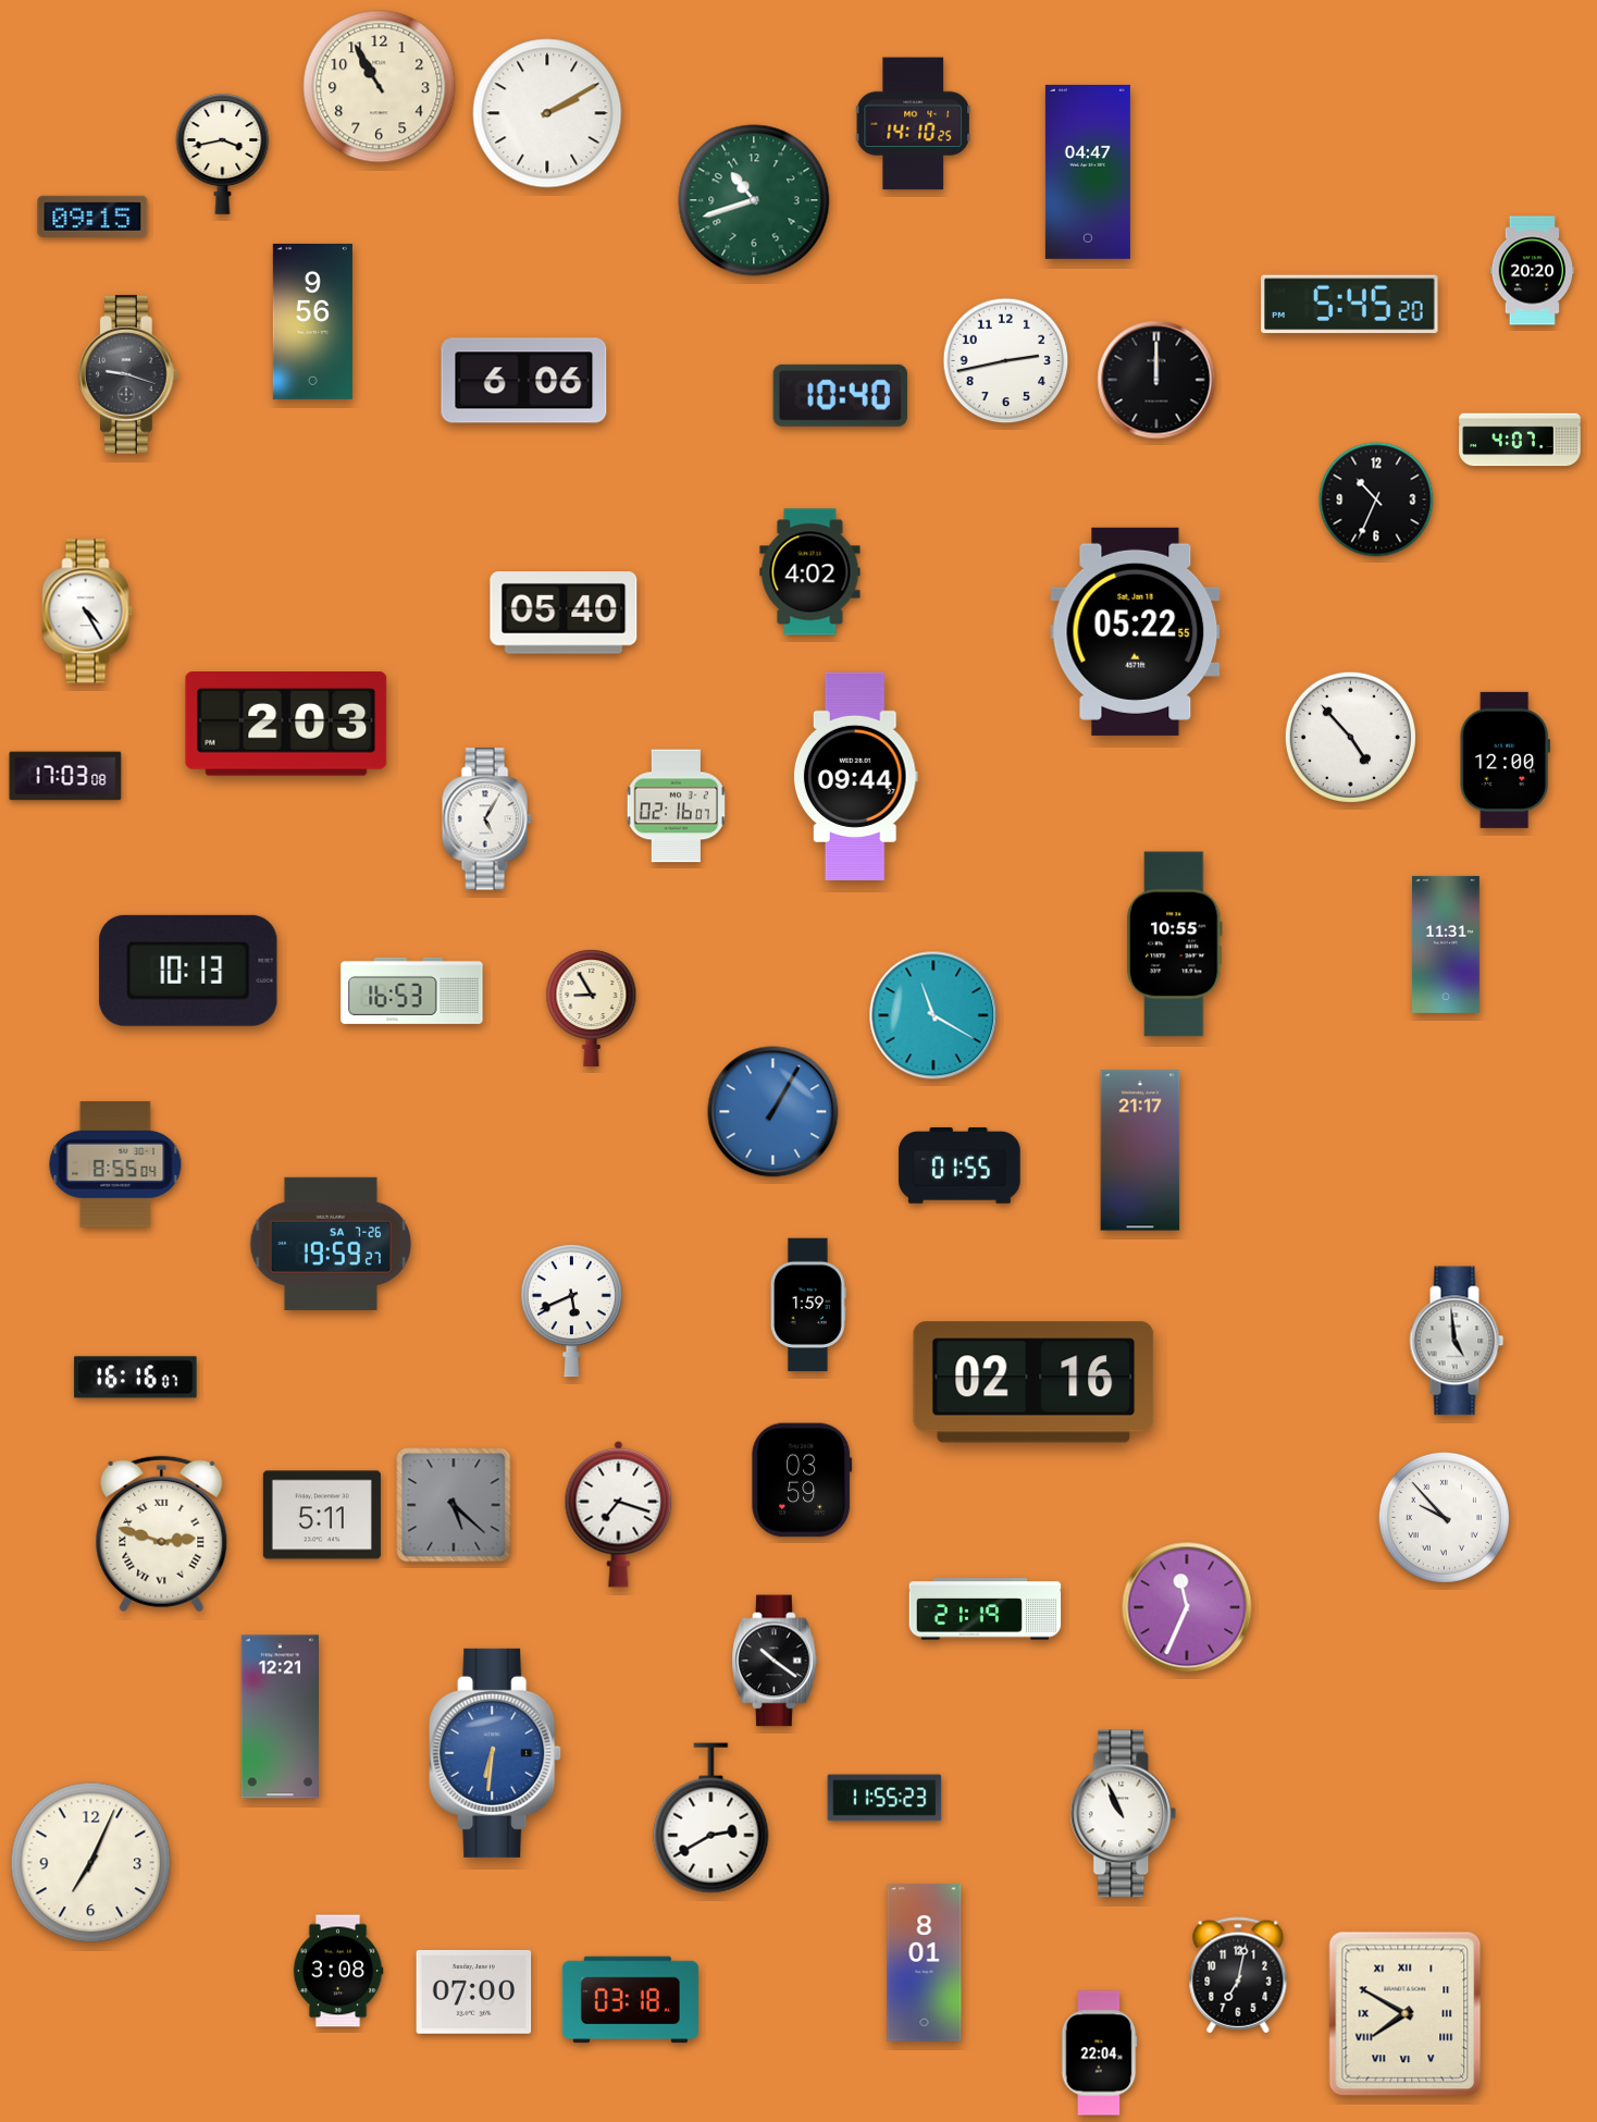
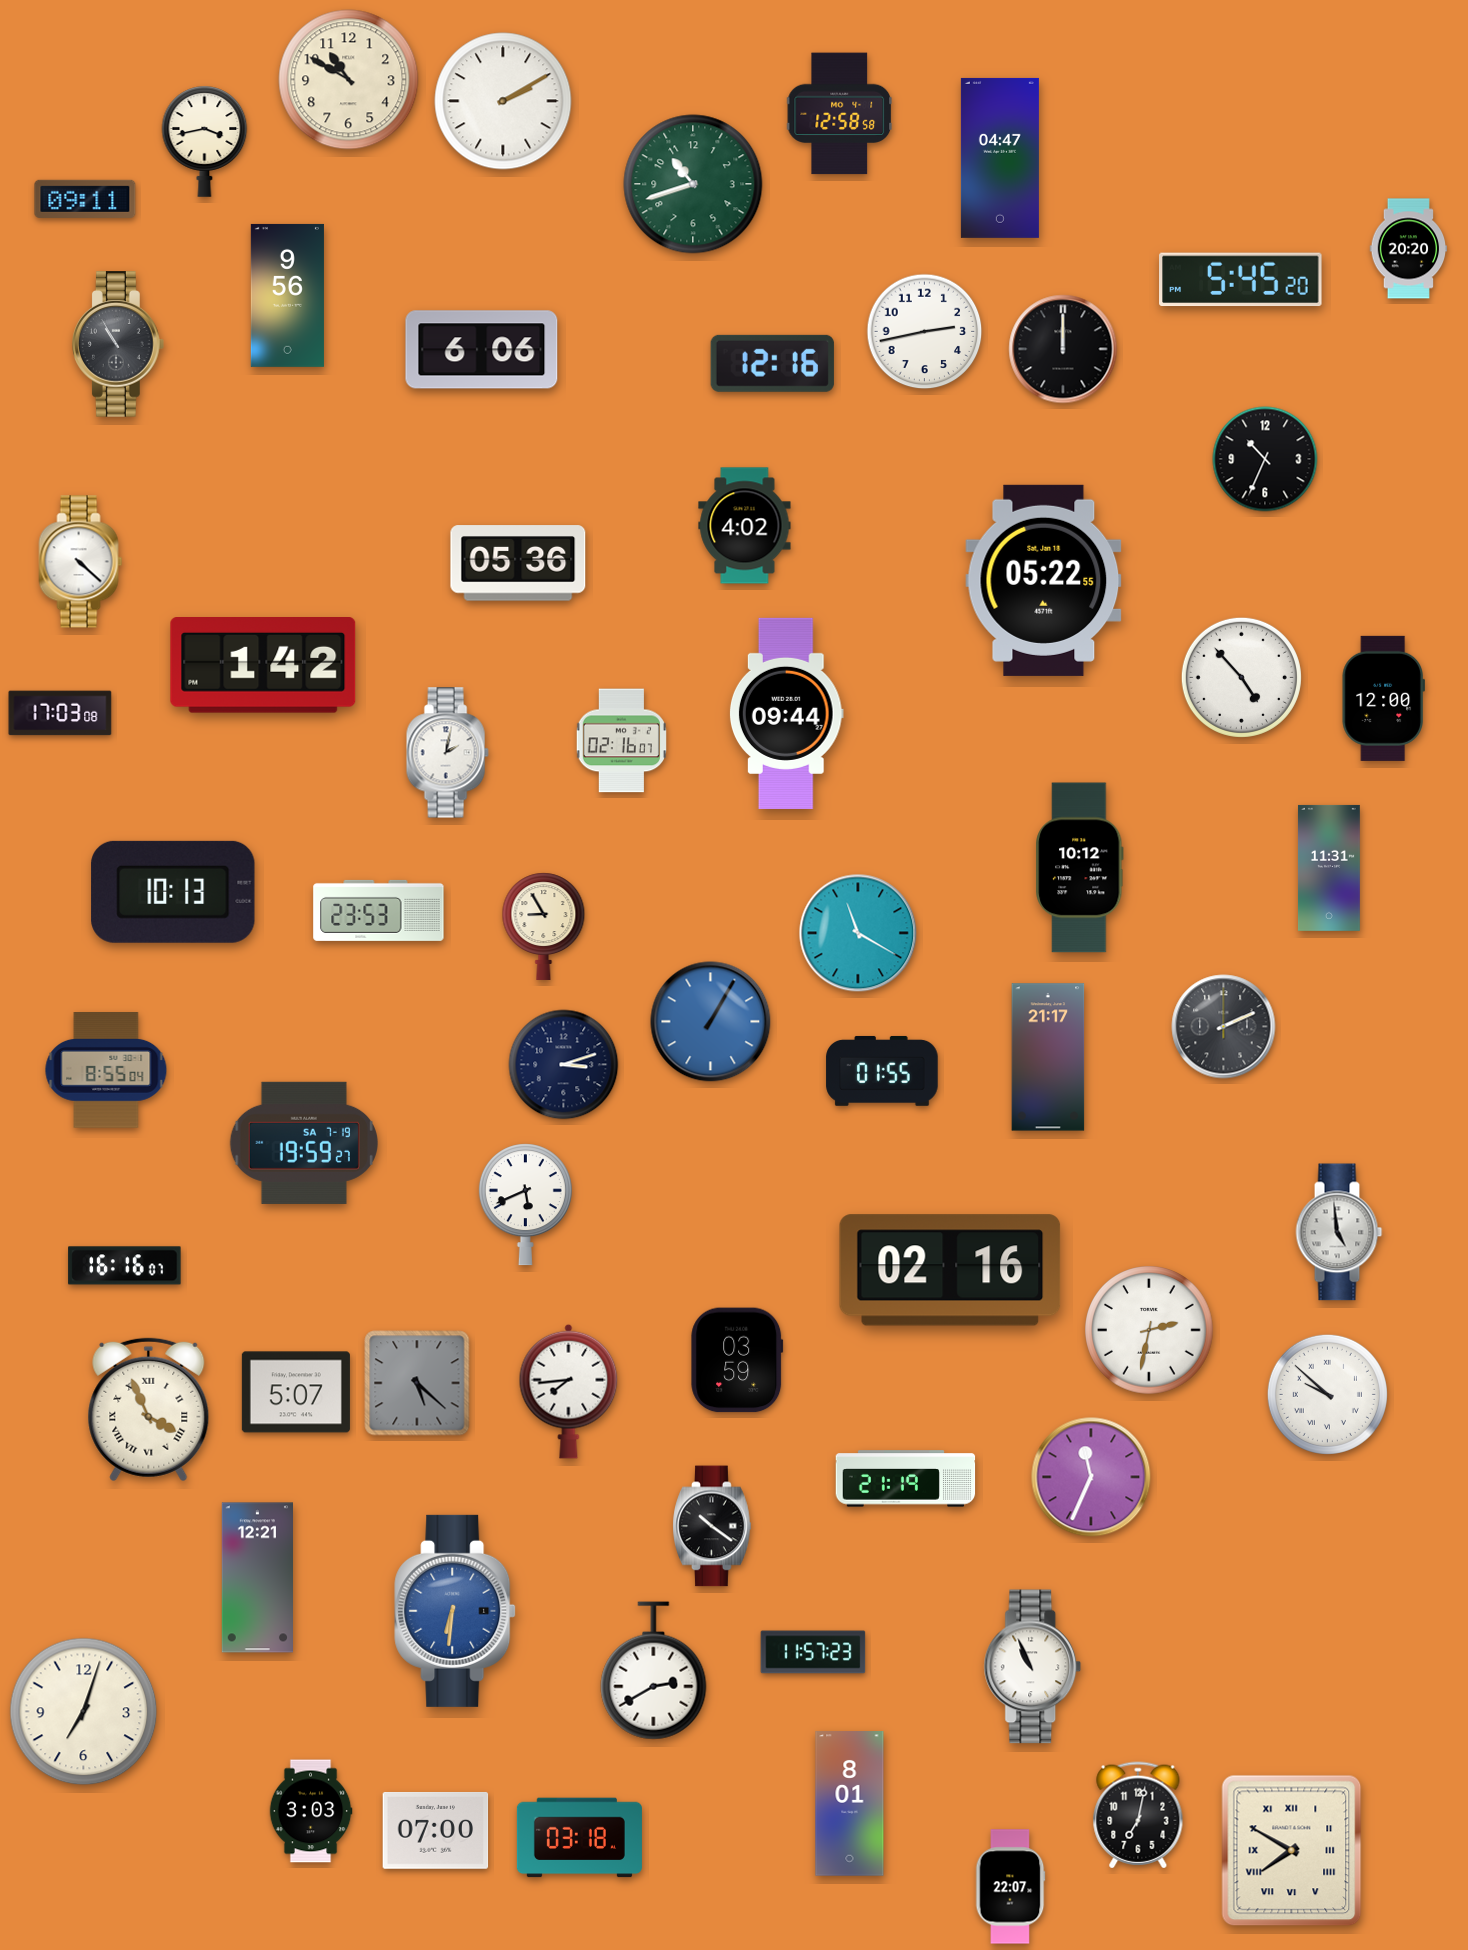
clock at (380, 87): 10:55 -> 10:50
clock at (547, 113) position: (547, 113) -> (503, 101)
clock at (914, 124): 14:10 -> 12:58
clock at (92, 217): 09:15 -> 09:11
clock at (129, 374): 9:18 -> 10:55
clock at (840, 395): 10:40 -> 12:16
clock at (1520, 440): 4:07 -> none
clock at (88, 612): 4:25 -> 4:22
clock at (564, 613): 05:40 -> 05:36
clock at (286, 725): 2:03 -> 1:42
clock at (486, 819): 5:05 -> 2:02
clock at (1175, 945): 10:55 -> 10:12
clock at (412, 990): 16:53 -> 23:53
clock at (1224, 1027): none -> 2:11
clock at (564, 1065): none -> 3:12
clock at (331, 1244) date: SA 7-26 -> SA 7-19
clock at (809, 1305): 1:59 -> none
clock at (1149, 1330): none -> 2:32
clock at (619, 1514): 7:18 -> 7:44
clock at (322, 1515): 5:11 -> 5:07
clock at (1444, 1517): 9:53 -> 9:52
clock at (162, 1534): 2:48 -> 3:56
clock at (884, 1798): 11:55 -> 11:57
clock at (91, 1863): 7:04 -> 7:03
clock at (338, 1971): 3:08 -> 3:03
clock at (1099, 2053): 22:04 -> 22:07
